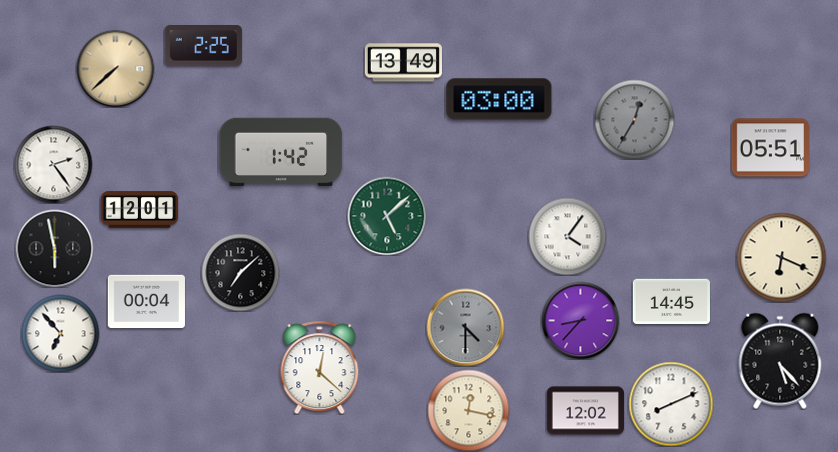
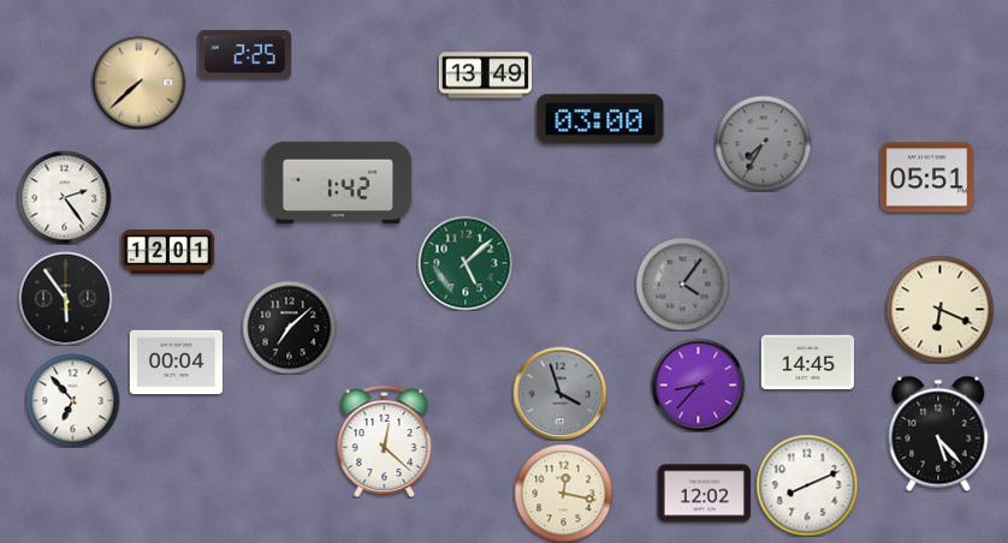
clock at (634, 119): 12:35 -> 7:35
clock at (387, 216) position: (387, 216) -> (466, 263)
clock at (567, 236) dial: white -> grey
clock at (54, 248): 5:58 -> 5:54
clock at (465, 327): 4:30 -> 3:57
